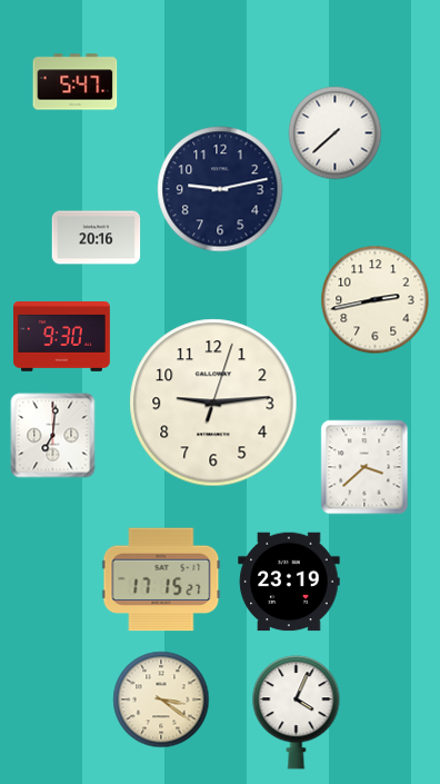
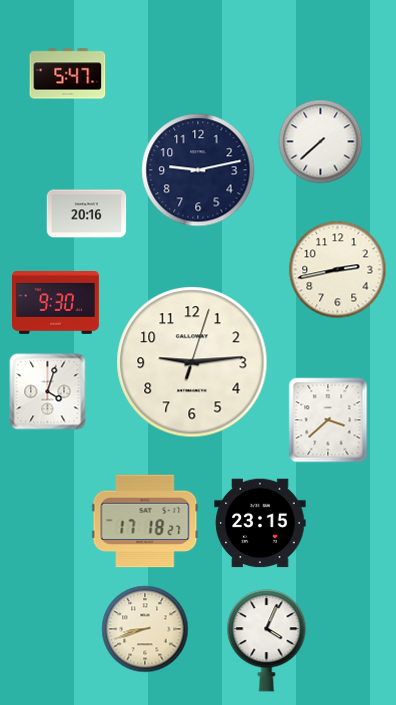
clock at (336, 133) position: (336, 133) -> (321, 142)
clock at (53, 436): 7:01 -> 4:03
clock at (161, 579): 17:15 -> 17:18
clock at (289, 582): 23:19 -> 23:15
clock at (161, 699): 3:21 -> 8:42
